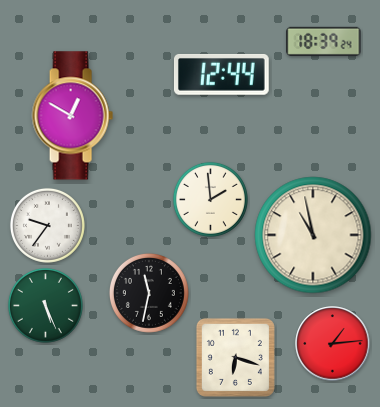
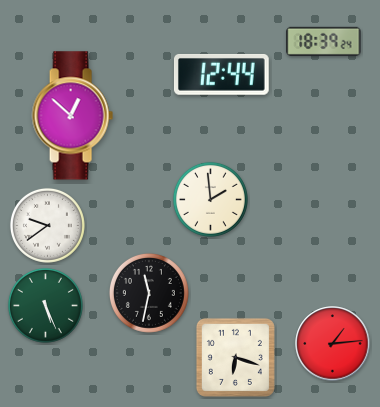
clock at (72, 116): 12:50 -> 12:52
clock at (47, 225): 9:36 -> 9:39
clock at (313, 235): 10:58 -> none
